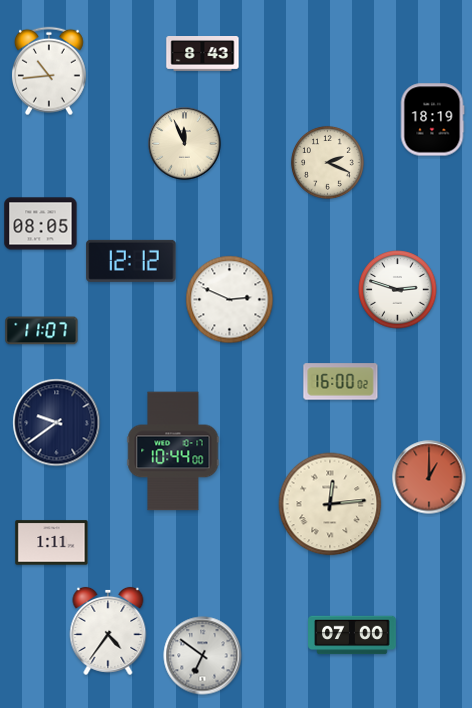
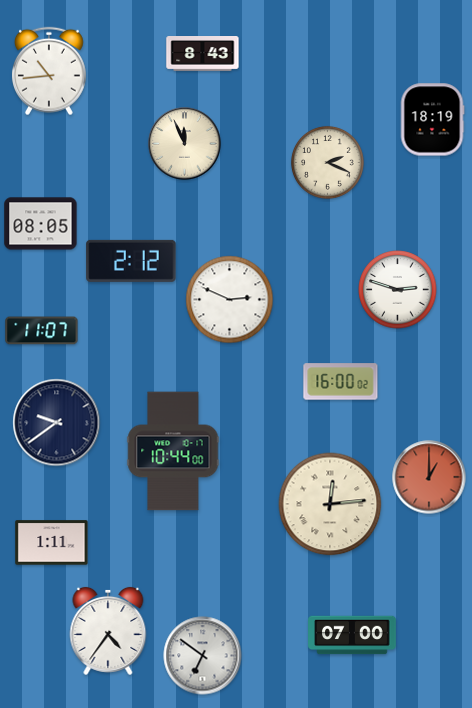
clock at (131, 261): 12:12 -> 2:12
